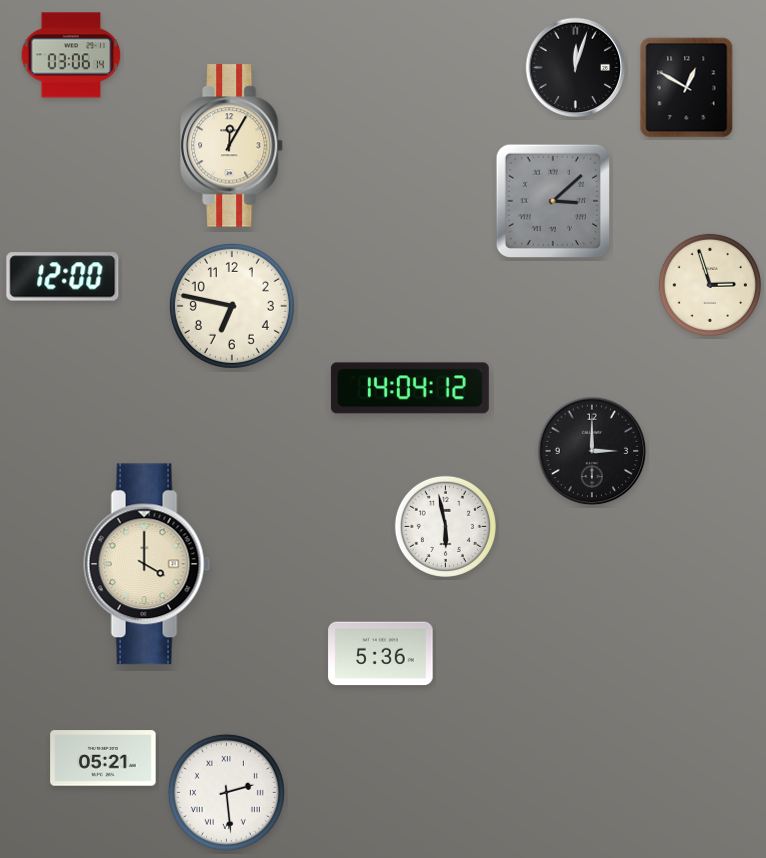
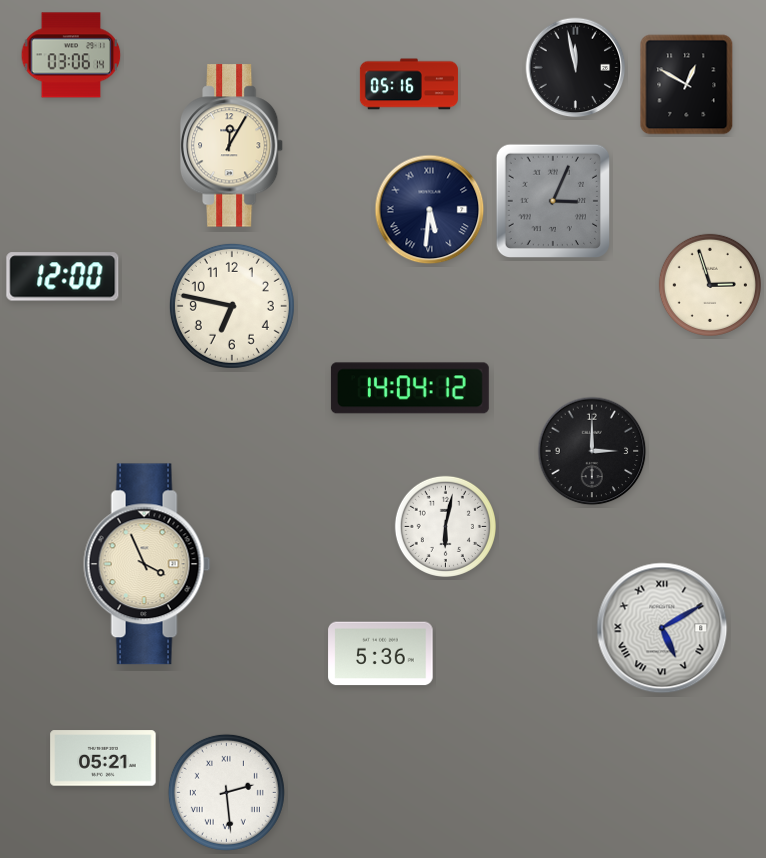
clock at (576, 68): 12:03 -> 11:58
clock at (409, 84): none -> 05:16
clock at (687, 88) position: (687, 88) -> (687, 85)
clock at (552, 200): 3:08 -> 3:04
clock at (430, 210): none -> 5:31
clock at (445, 526): 5:58 -> 6:02
clock at (147, 564): 4:00 -> 3:56
clock at (662, 628): none -> 5:10
